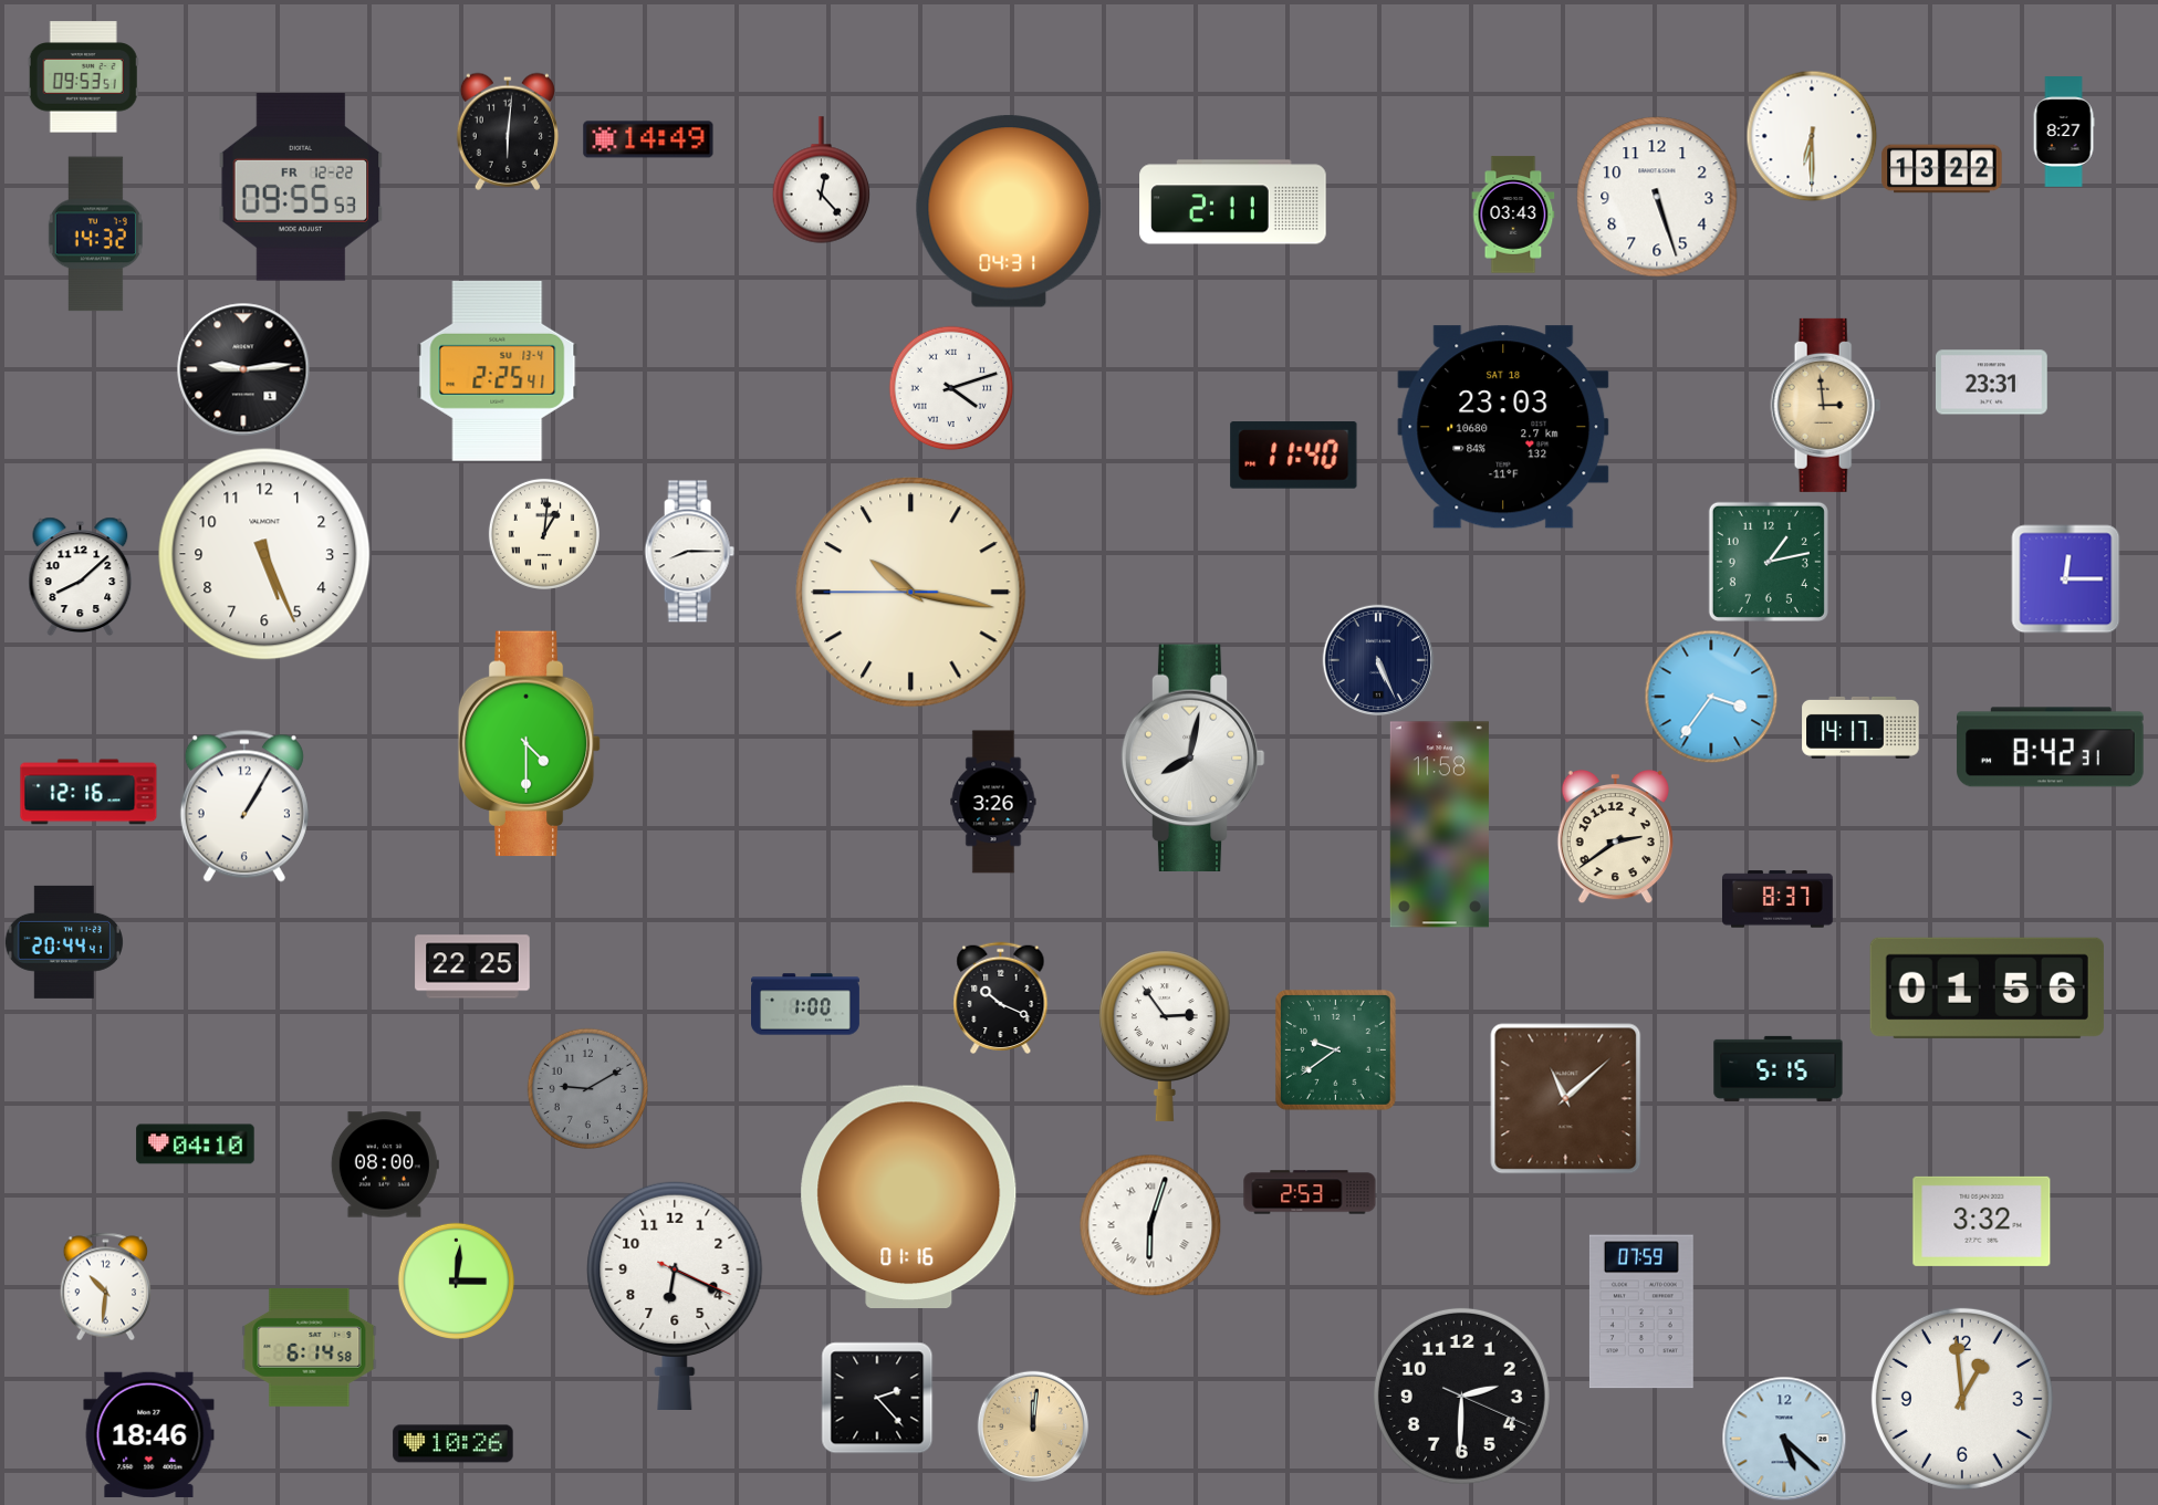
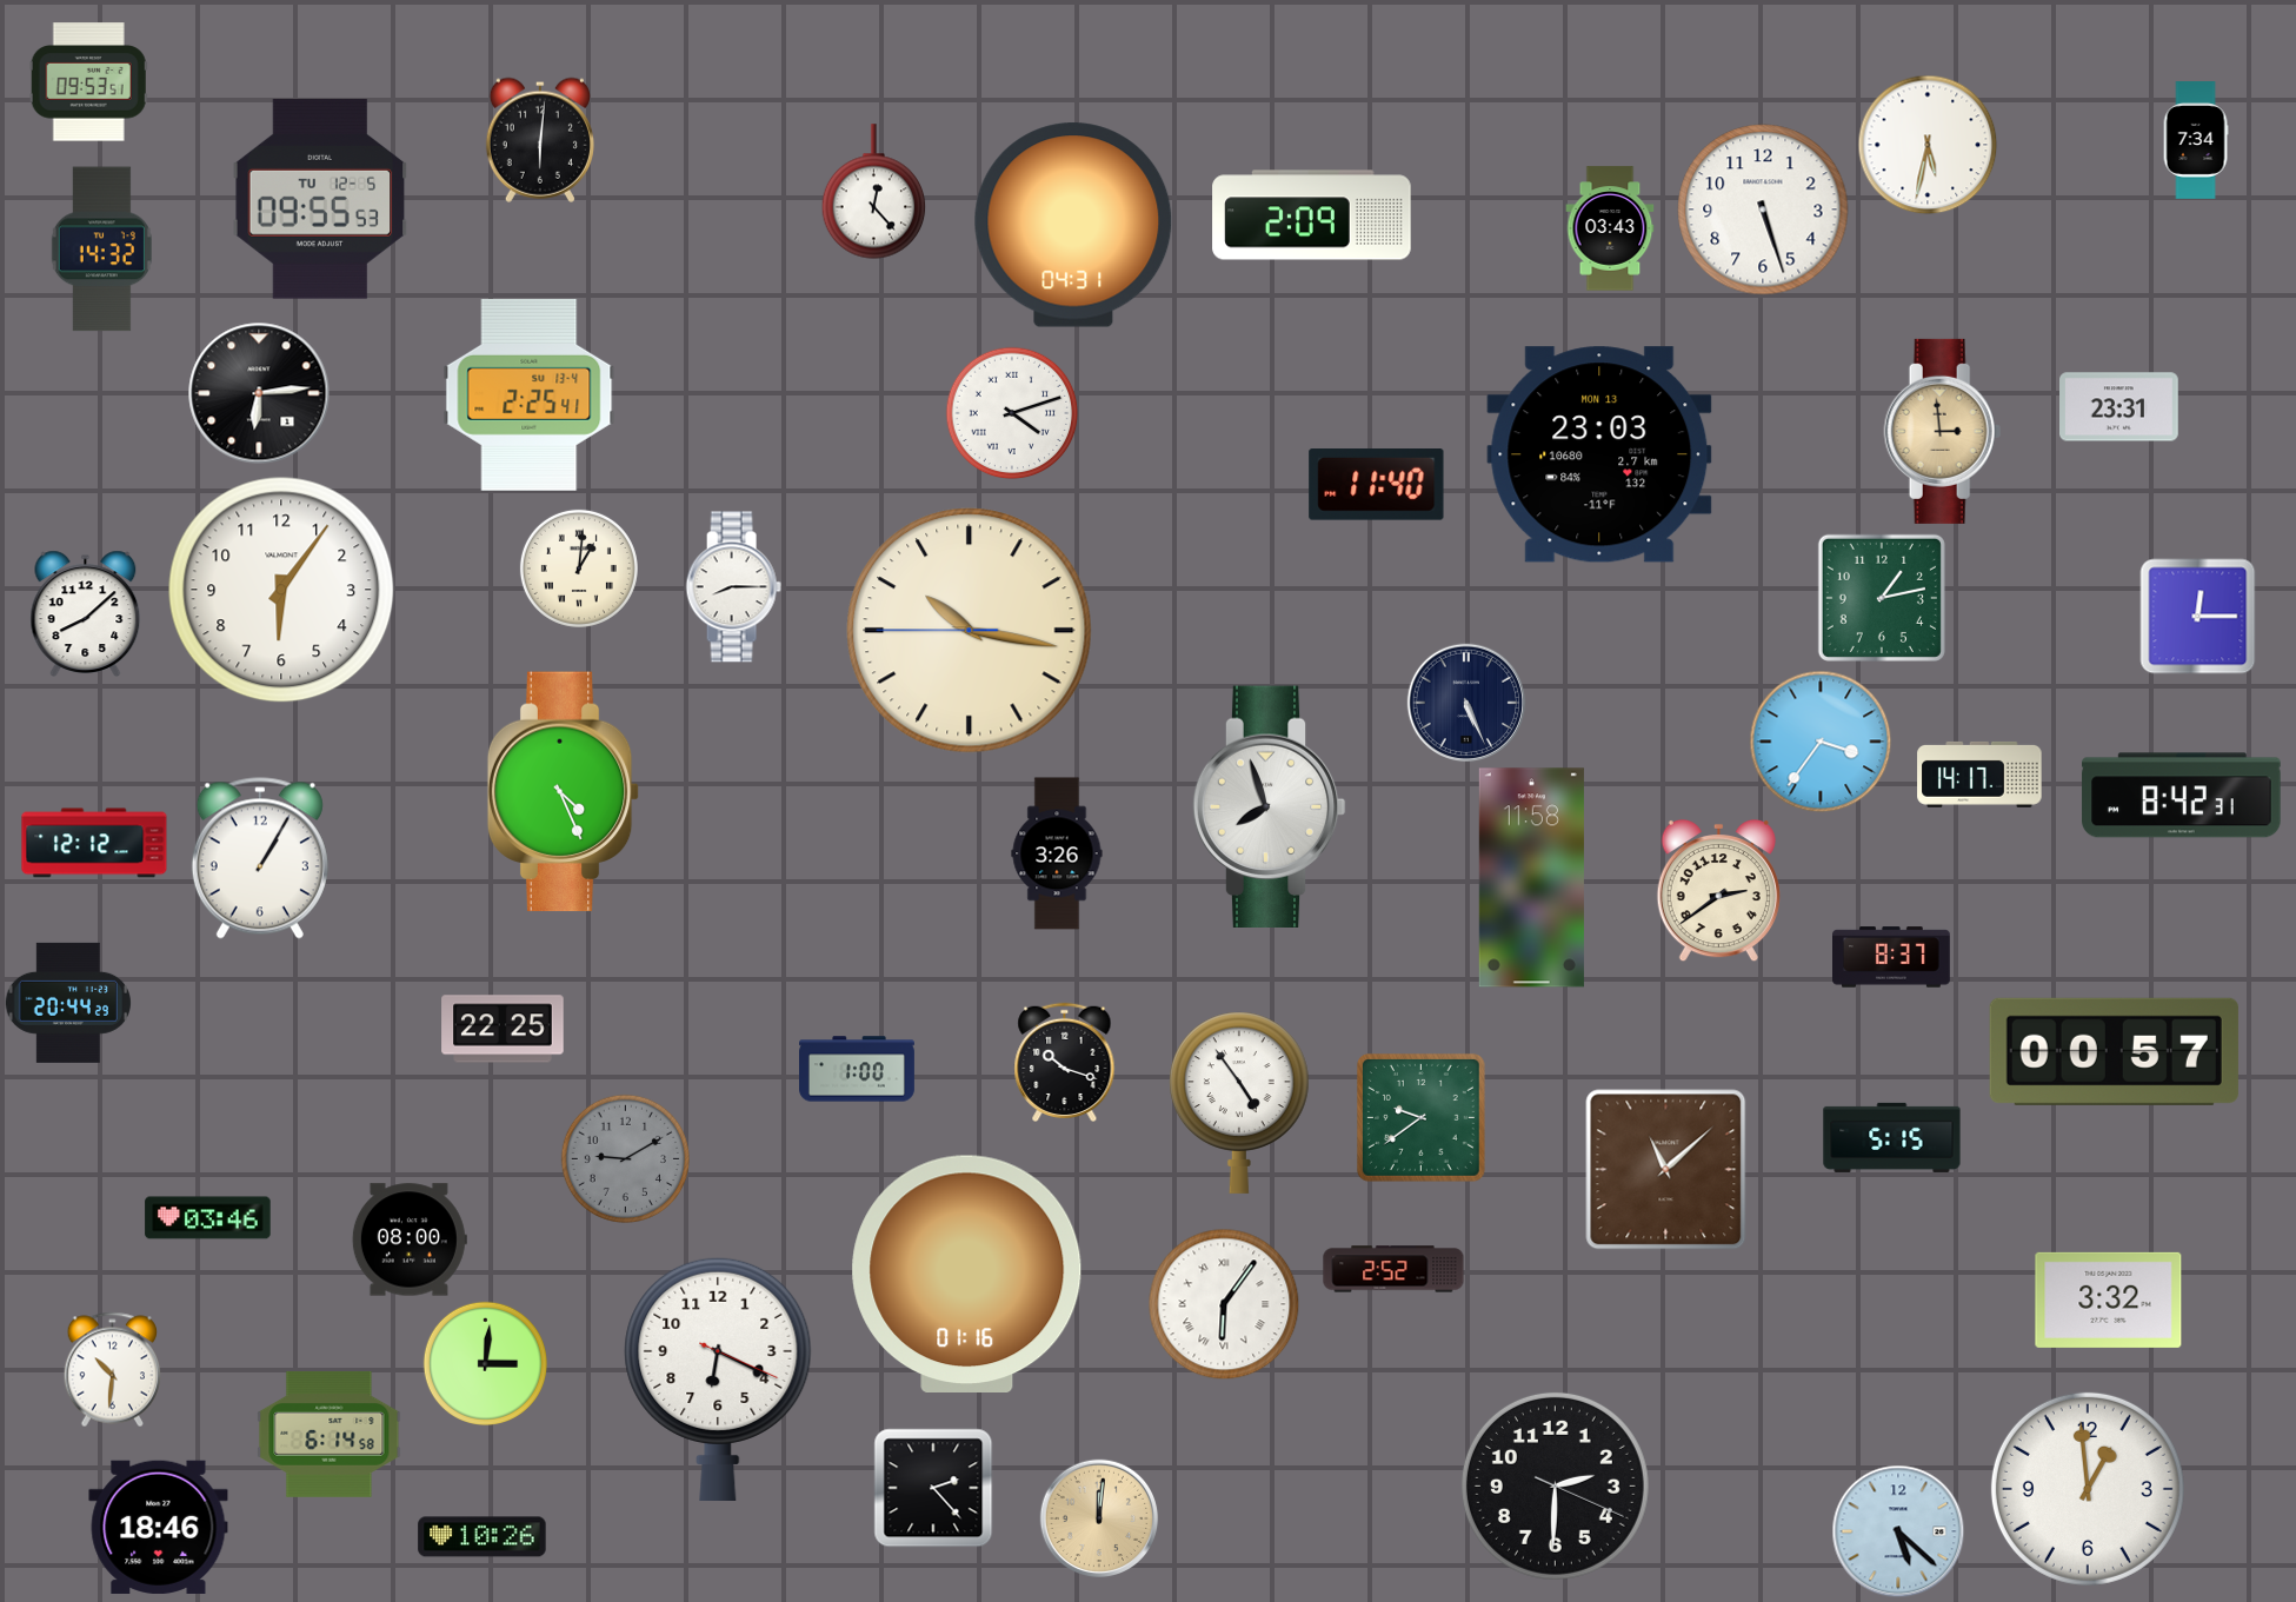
clock at (2064, 132): 8:27 -> 7:34
clock at (1812, 136): 6:30 -> 5:32
clock at (648, 139): 14:49 -> none
clock at (1942, 169): 13:22 -> none
clock at (301, 187) date: FR 12-22 -> TU 12-5
clock at (1233, 202): 2:11 -> 2:09
clock at (243, 369): 9:14 -> 6:14
clock at (1503, 427) date: SAT 18 -> MON 13
clock at (264, 554): 5:26 -> 6:06
clock at (530, 744): 4:30 -> 4:26
clock at (1192, 759): 8:02 -> 7:57
clock at (88, 792): 12:16 -> 12:12
clock at (64, 942): 20:44:41 -> 20:44:29
clock at (1987, 987): 01:56 -> 00:57
clock at (1001, 997): 10:19 -> 10:18
clock at (1165, 1036): 2:54 -> 4:54
clock at (196, 1145): 04:10 -> 03:46
clock at (1310, 1192): 2:53 -> 2:52
clock at (1150, 1225): 6:03 -> 6:06
clock at (1641, 1311): 07:59 -> none
